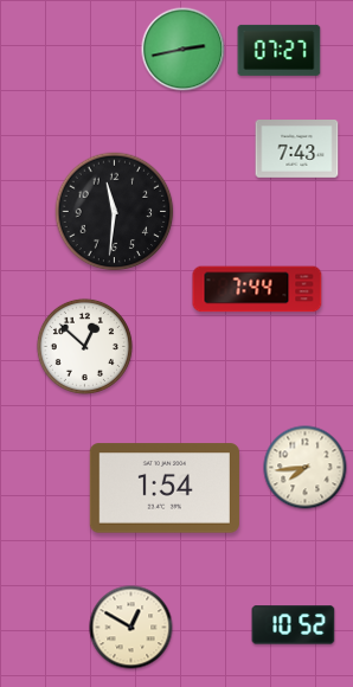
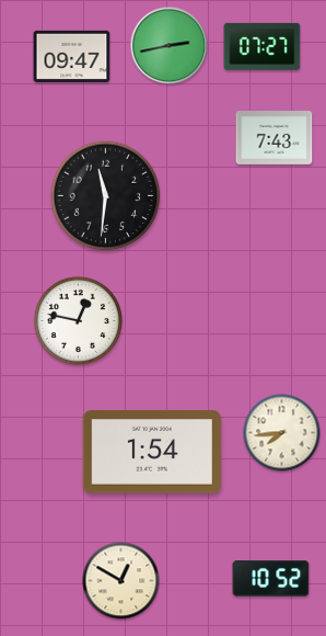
clock at (280, 50) position: (280, 50) -> (263, 46)
clock at (72, 56): none -> 09:47
clock at (257, 289): 7:44 -> none
clock at (84, 346): 12:52 -> 12:47
